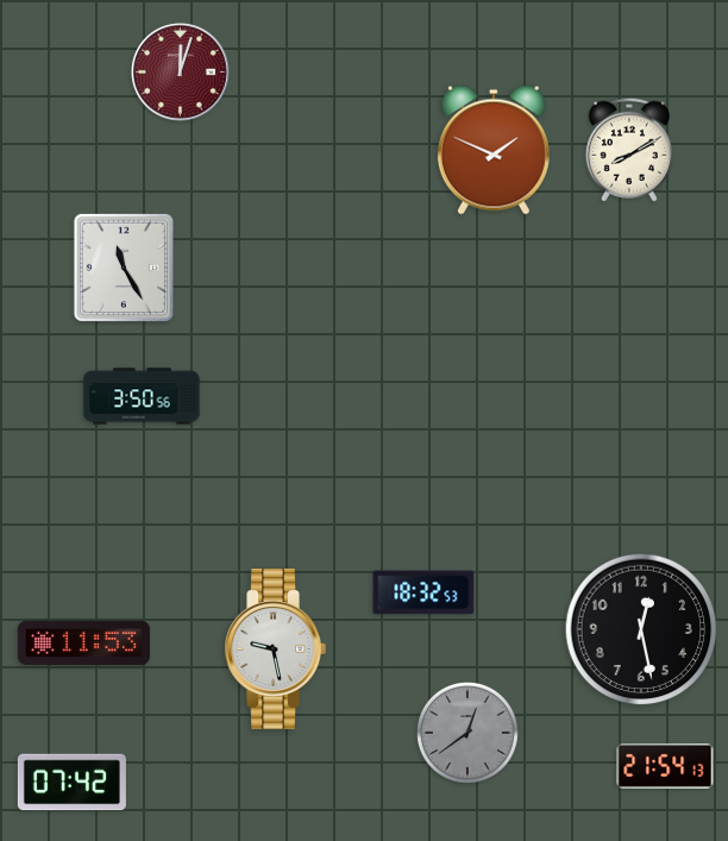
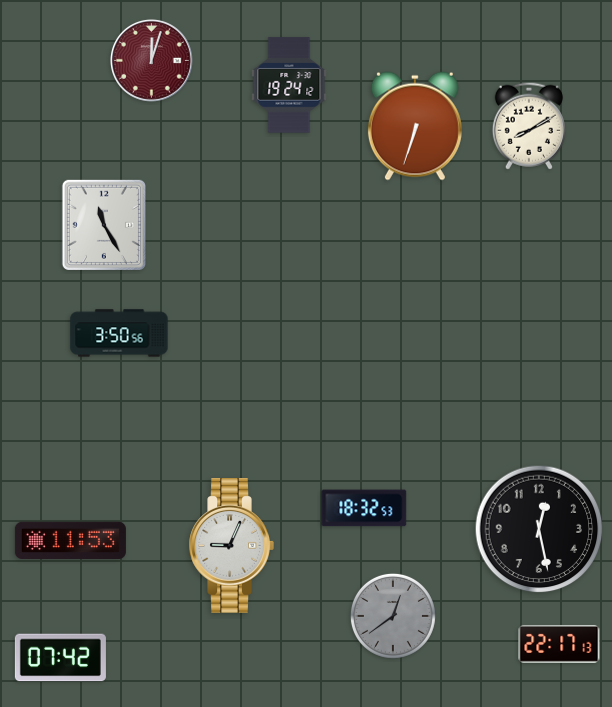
clock at (289, 85): none -> 19:24
clock at (494, 150): 1:49 -> 6:33
clock at (423, 592) position: (423, 592) -> (364, 508)
clock at (275, 649): 9:28 -> 9:04
clock at (665, 766): 21:54 -> 22:17
